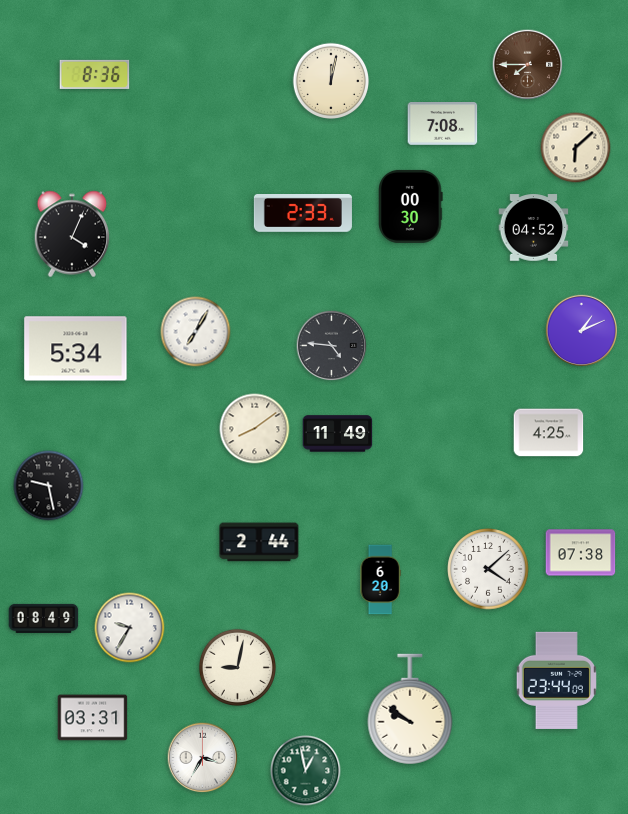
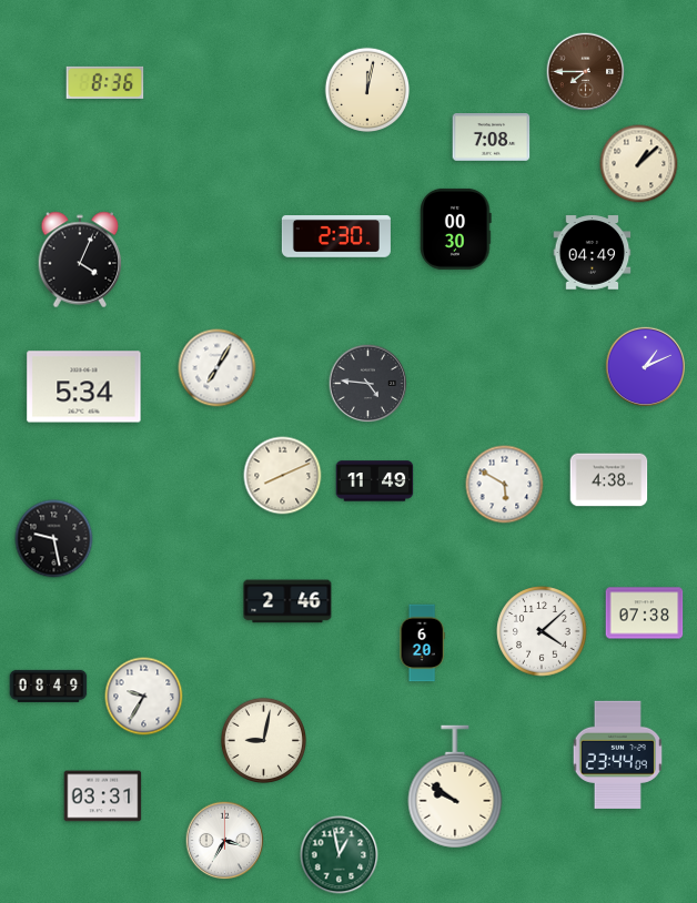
clock at (576, 148): 6:08 -> 1:08
clock at (303, 214): 2:33 -> 2:30
clock at (534, 228): 04:52 -> 04:49
clock at (255, 429): 8:09 -> 8:11
clock at (549, 433): 4:25 -> 4:38
clock at (505, 485): none -> 5:50
clock at (259, 542): 2:44 -> 2:46
